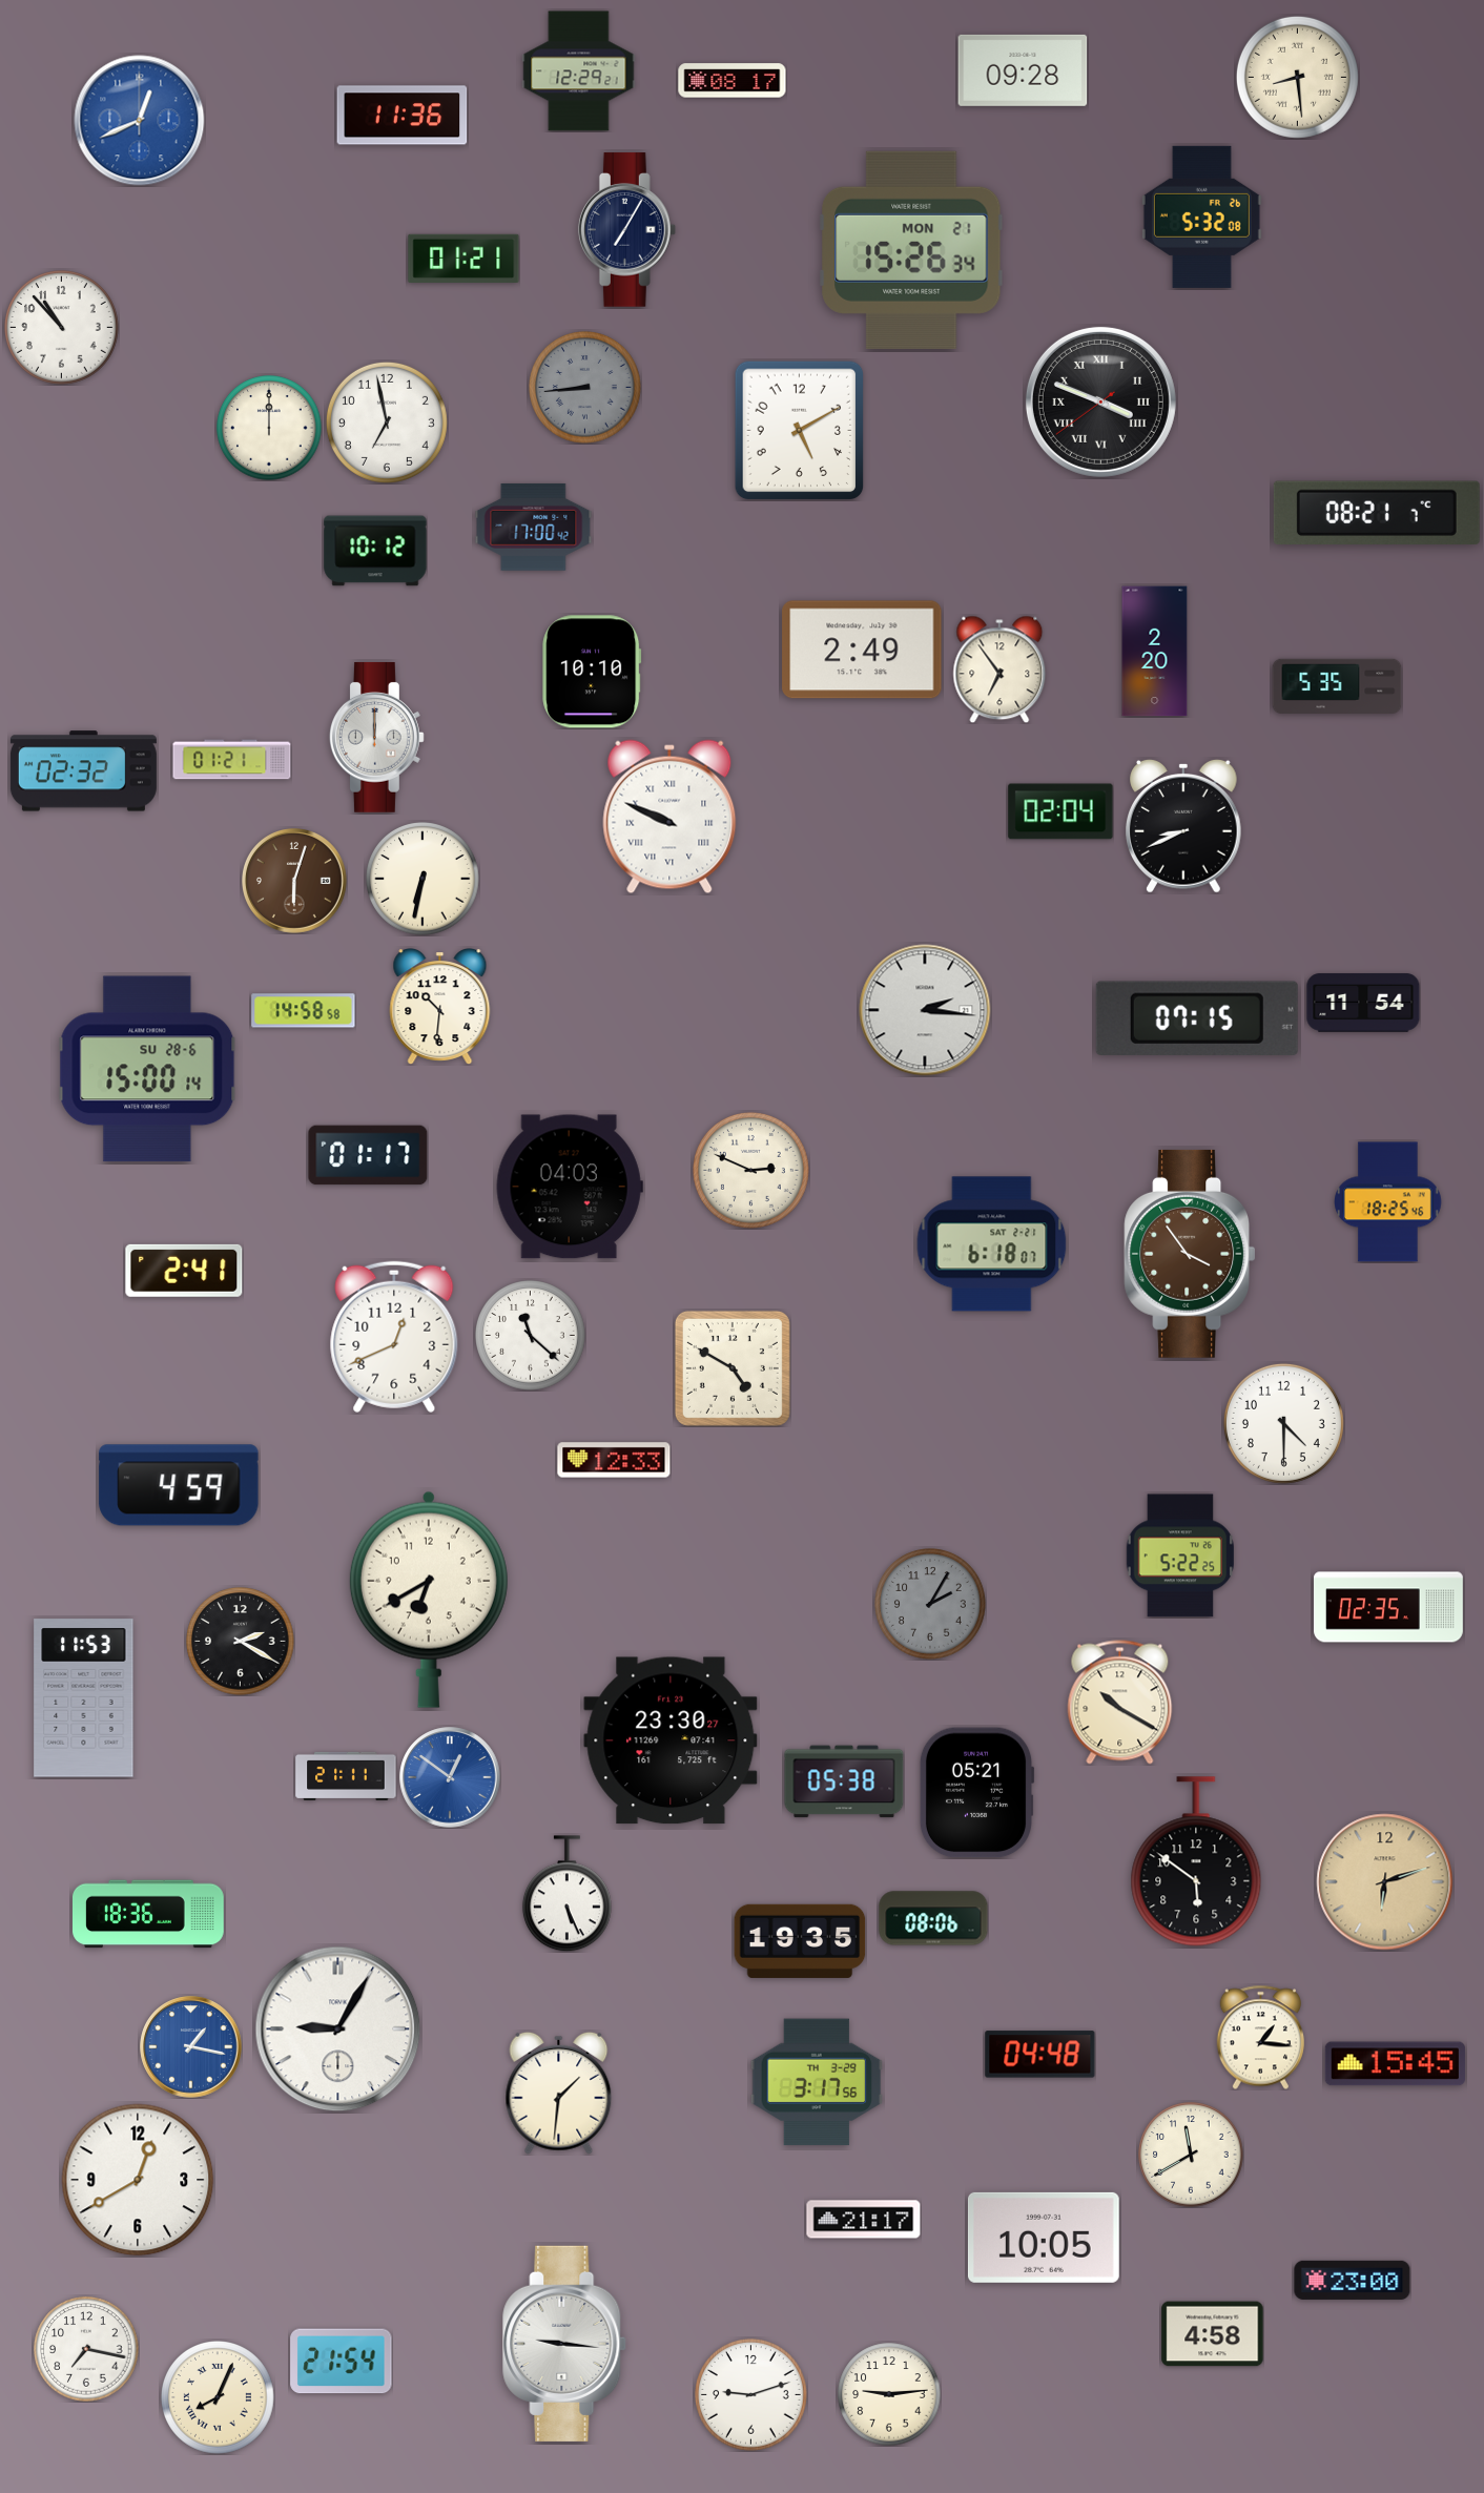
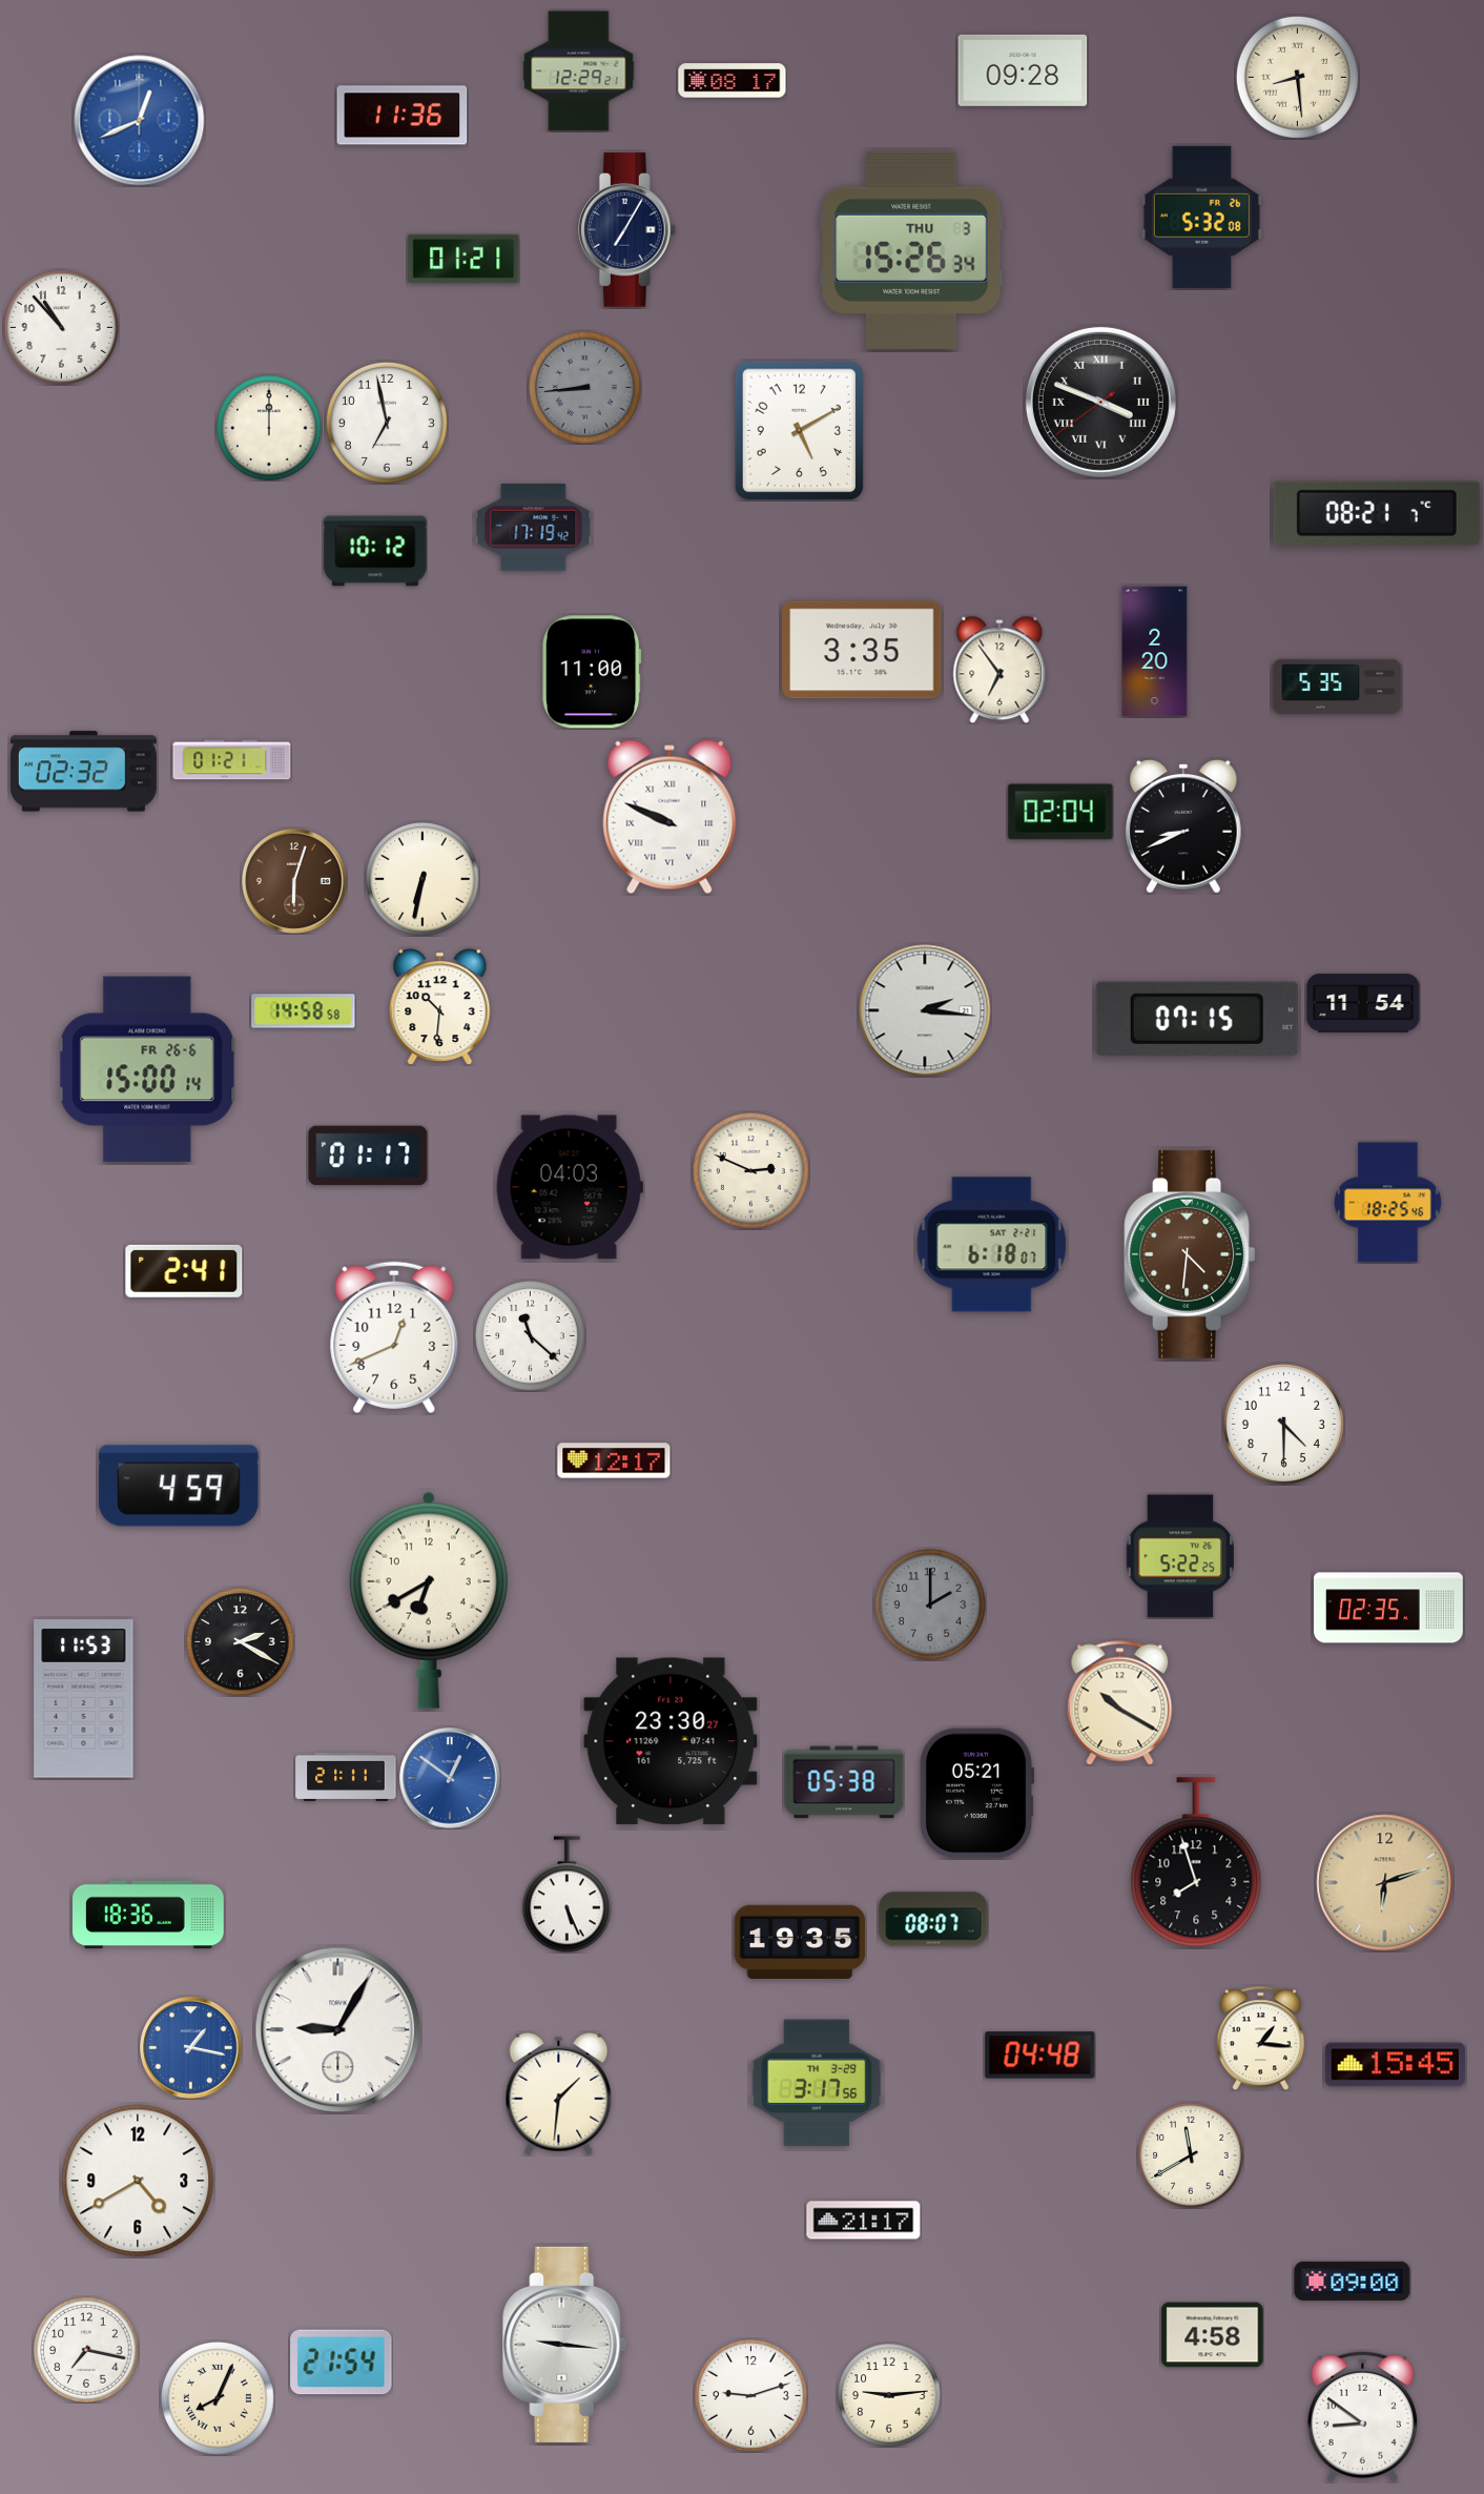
clock at (911, 250) date: MON 21 -> THU 3
clock at (534, 527): 17:00 -> 17:19
clock at (862, 650): 2:49 -> 3:35
clock at (592, 672): 10:10 -> 11:00
clock at (376, 737): 12:00 -> none
clock at (147, 1069) date: SU 28-6 -> FR 26-6
clock at (1190, 1254): 3:54 -> 4:31
clock at (733, 1368): 4:50 -> none
clock at (614, 1460): 12:33 -> 12:17
clock at (930, 1604): 2:05 -> 2:00
clock at (1196, 1861): 5:51 -> 7:57
clock at (933, 1918): 08:06 -> 08:07
clock at (138, 2180): 12:40 -> 4:40
clock at (1044, 2238): 10:05 -> none
clock at (1353, 2280): 23:00 -> 09:00
clock at (1362, 2416): none -> 8:51
